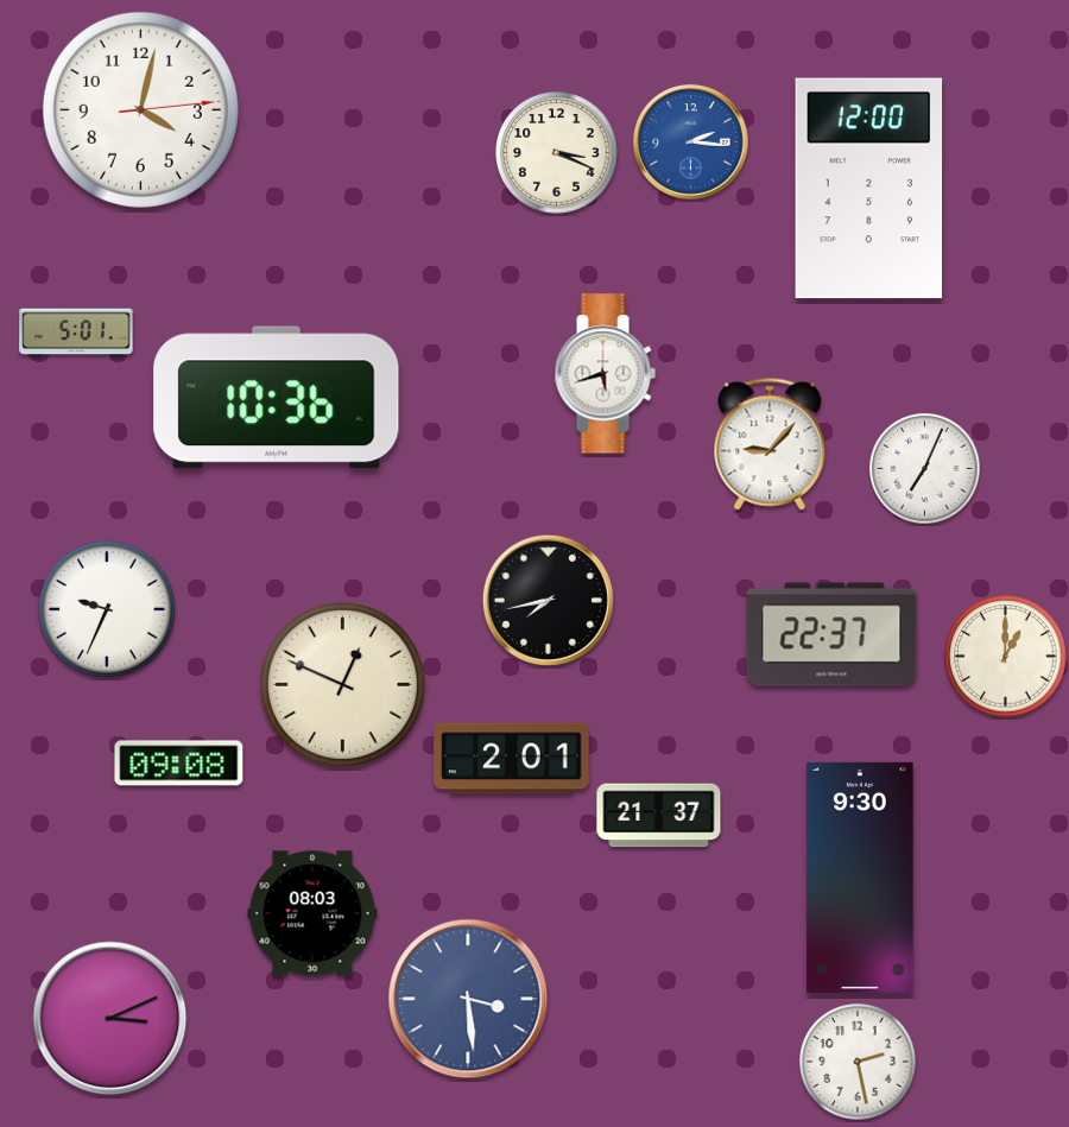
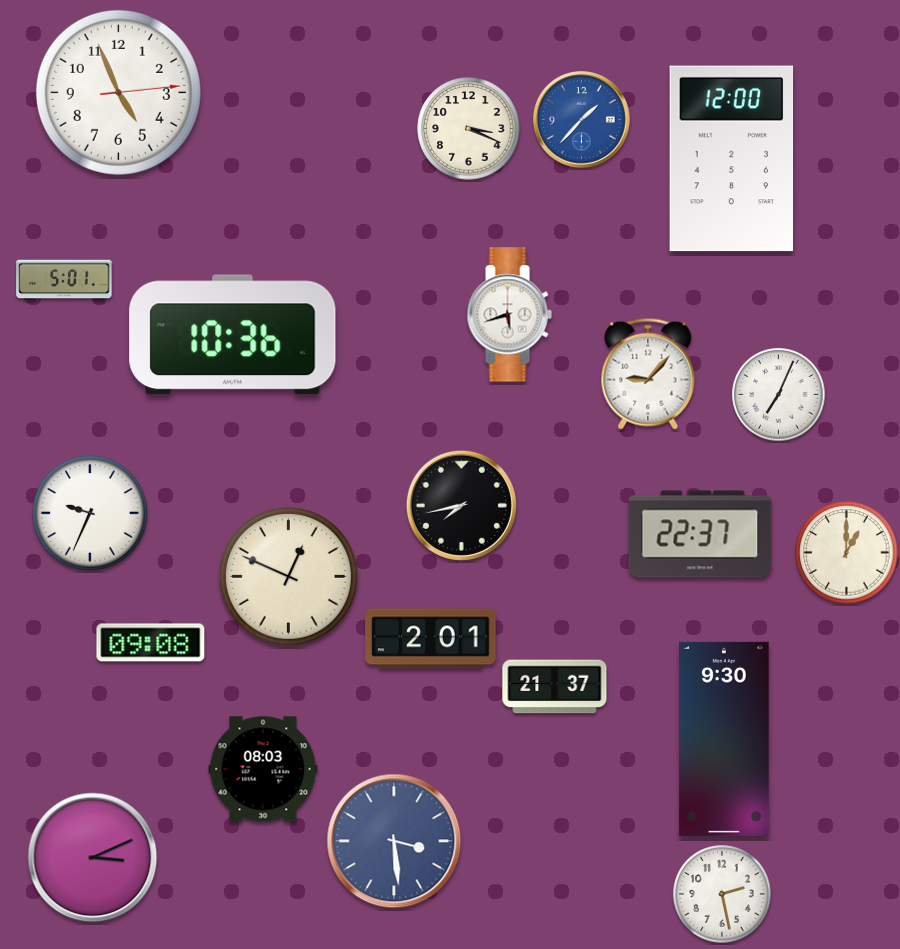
clock at (140, 109): 4:02 -> 4:56
clock at (691, 143): 2:16 -> 1:37
